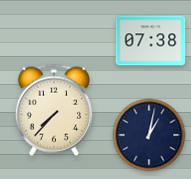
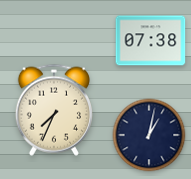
clock at (54, 110): 7:37 -> 7:34
